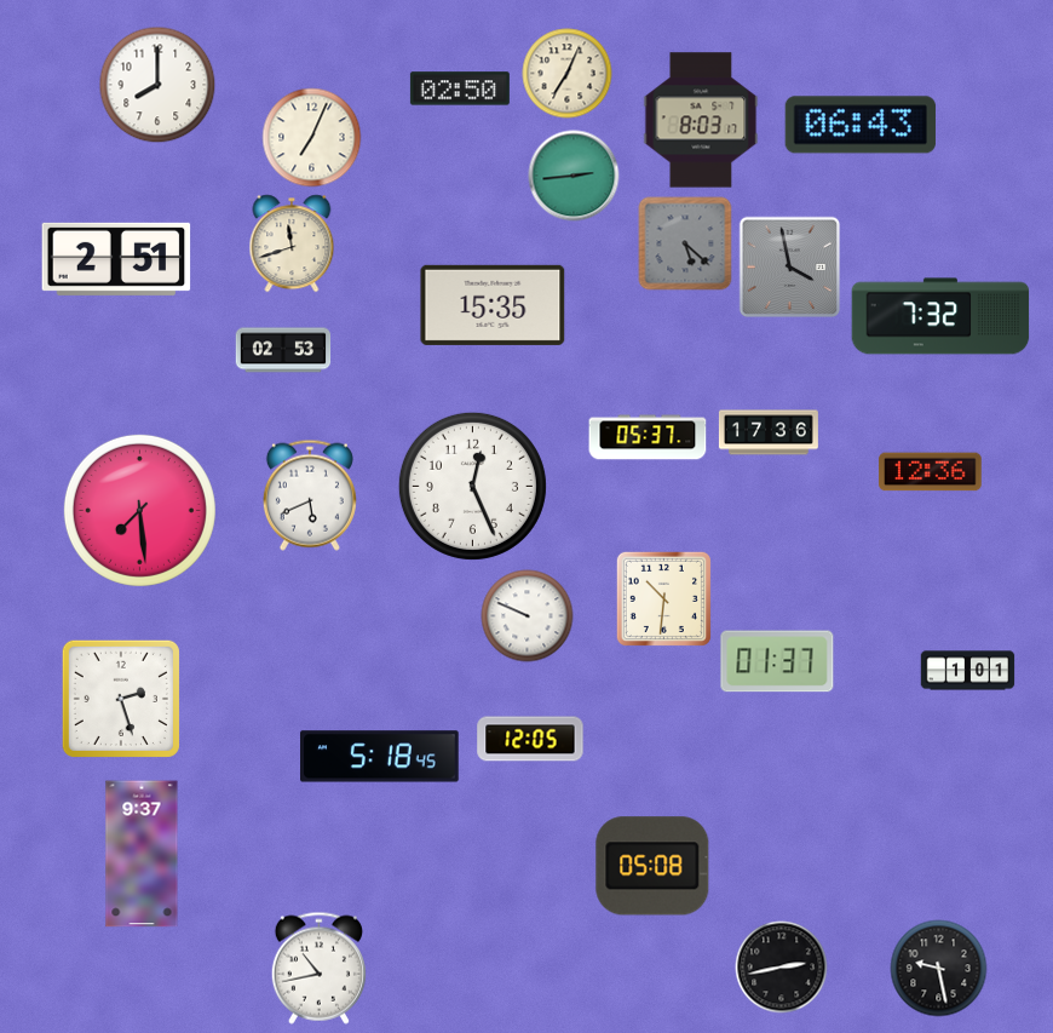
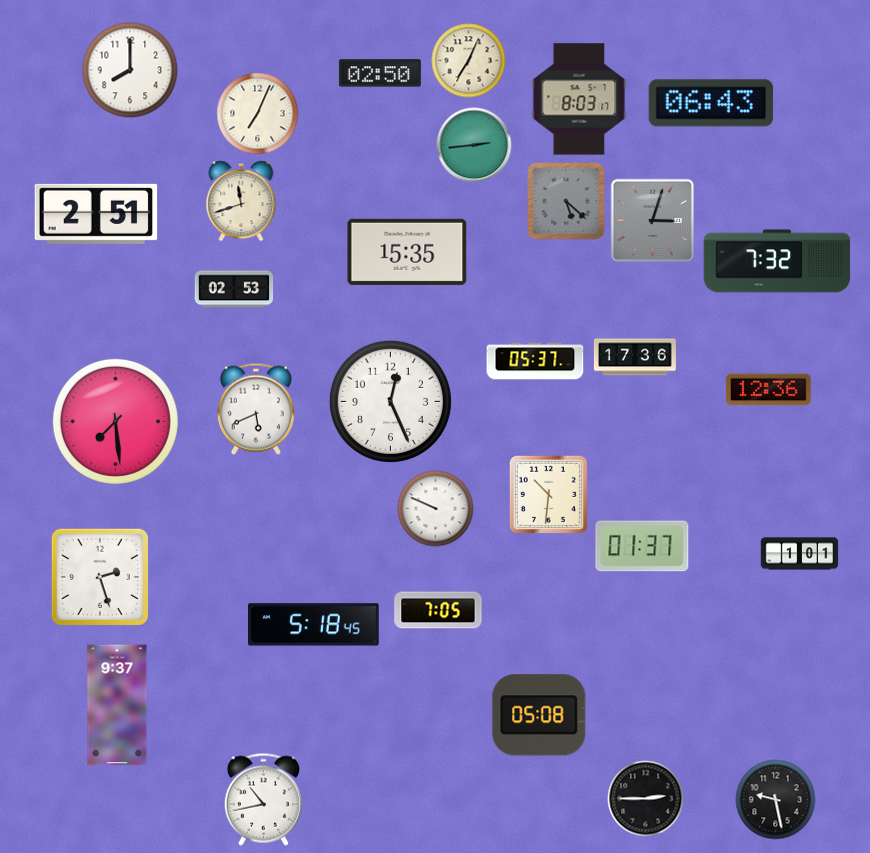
clock at (790, 268): 3:58 -> 3:03
clock at (530, 739): 12:05 -> 7:05
clock at (782, 968): 2:43 -> 2:45
